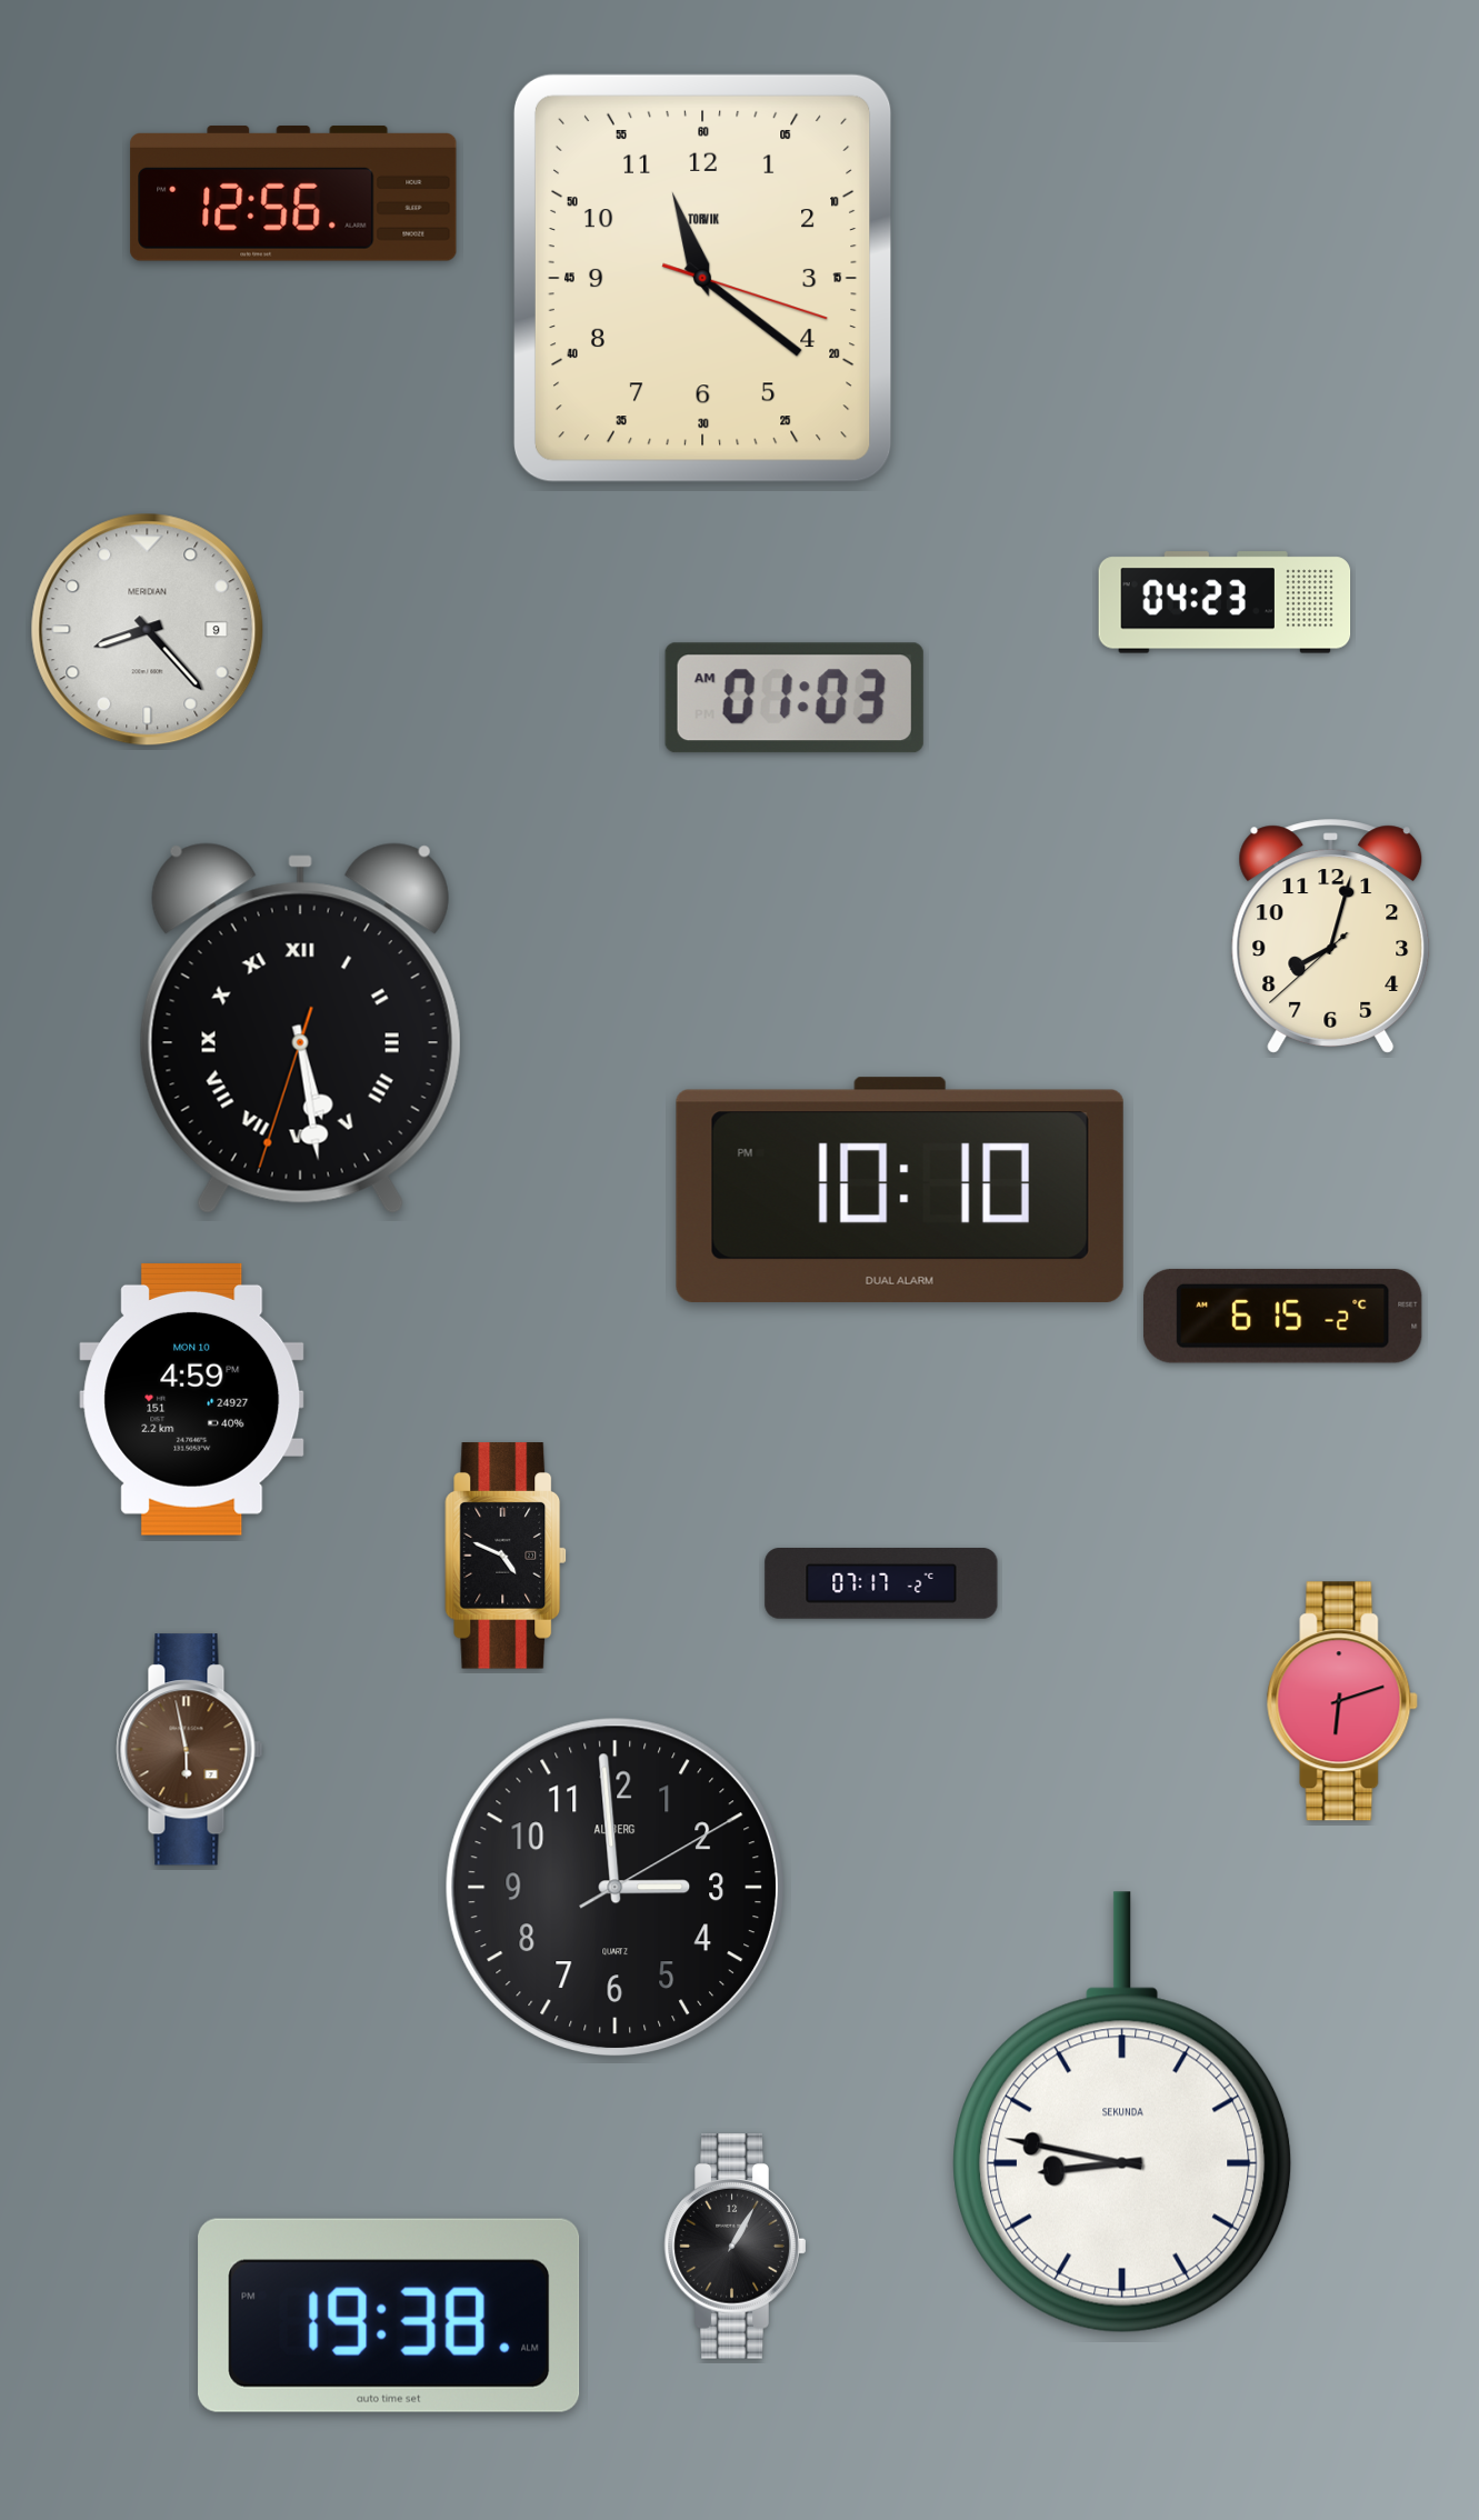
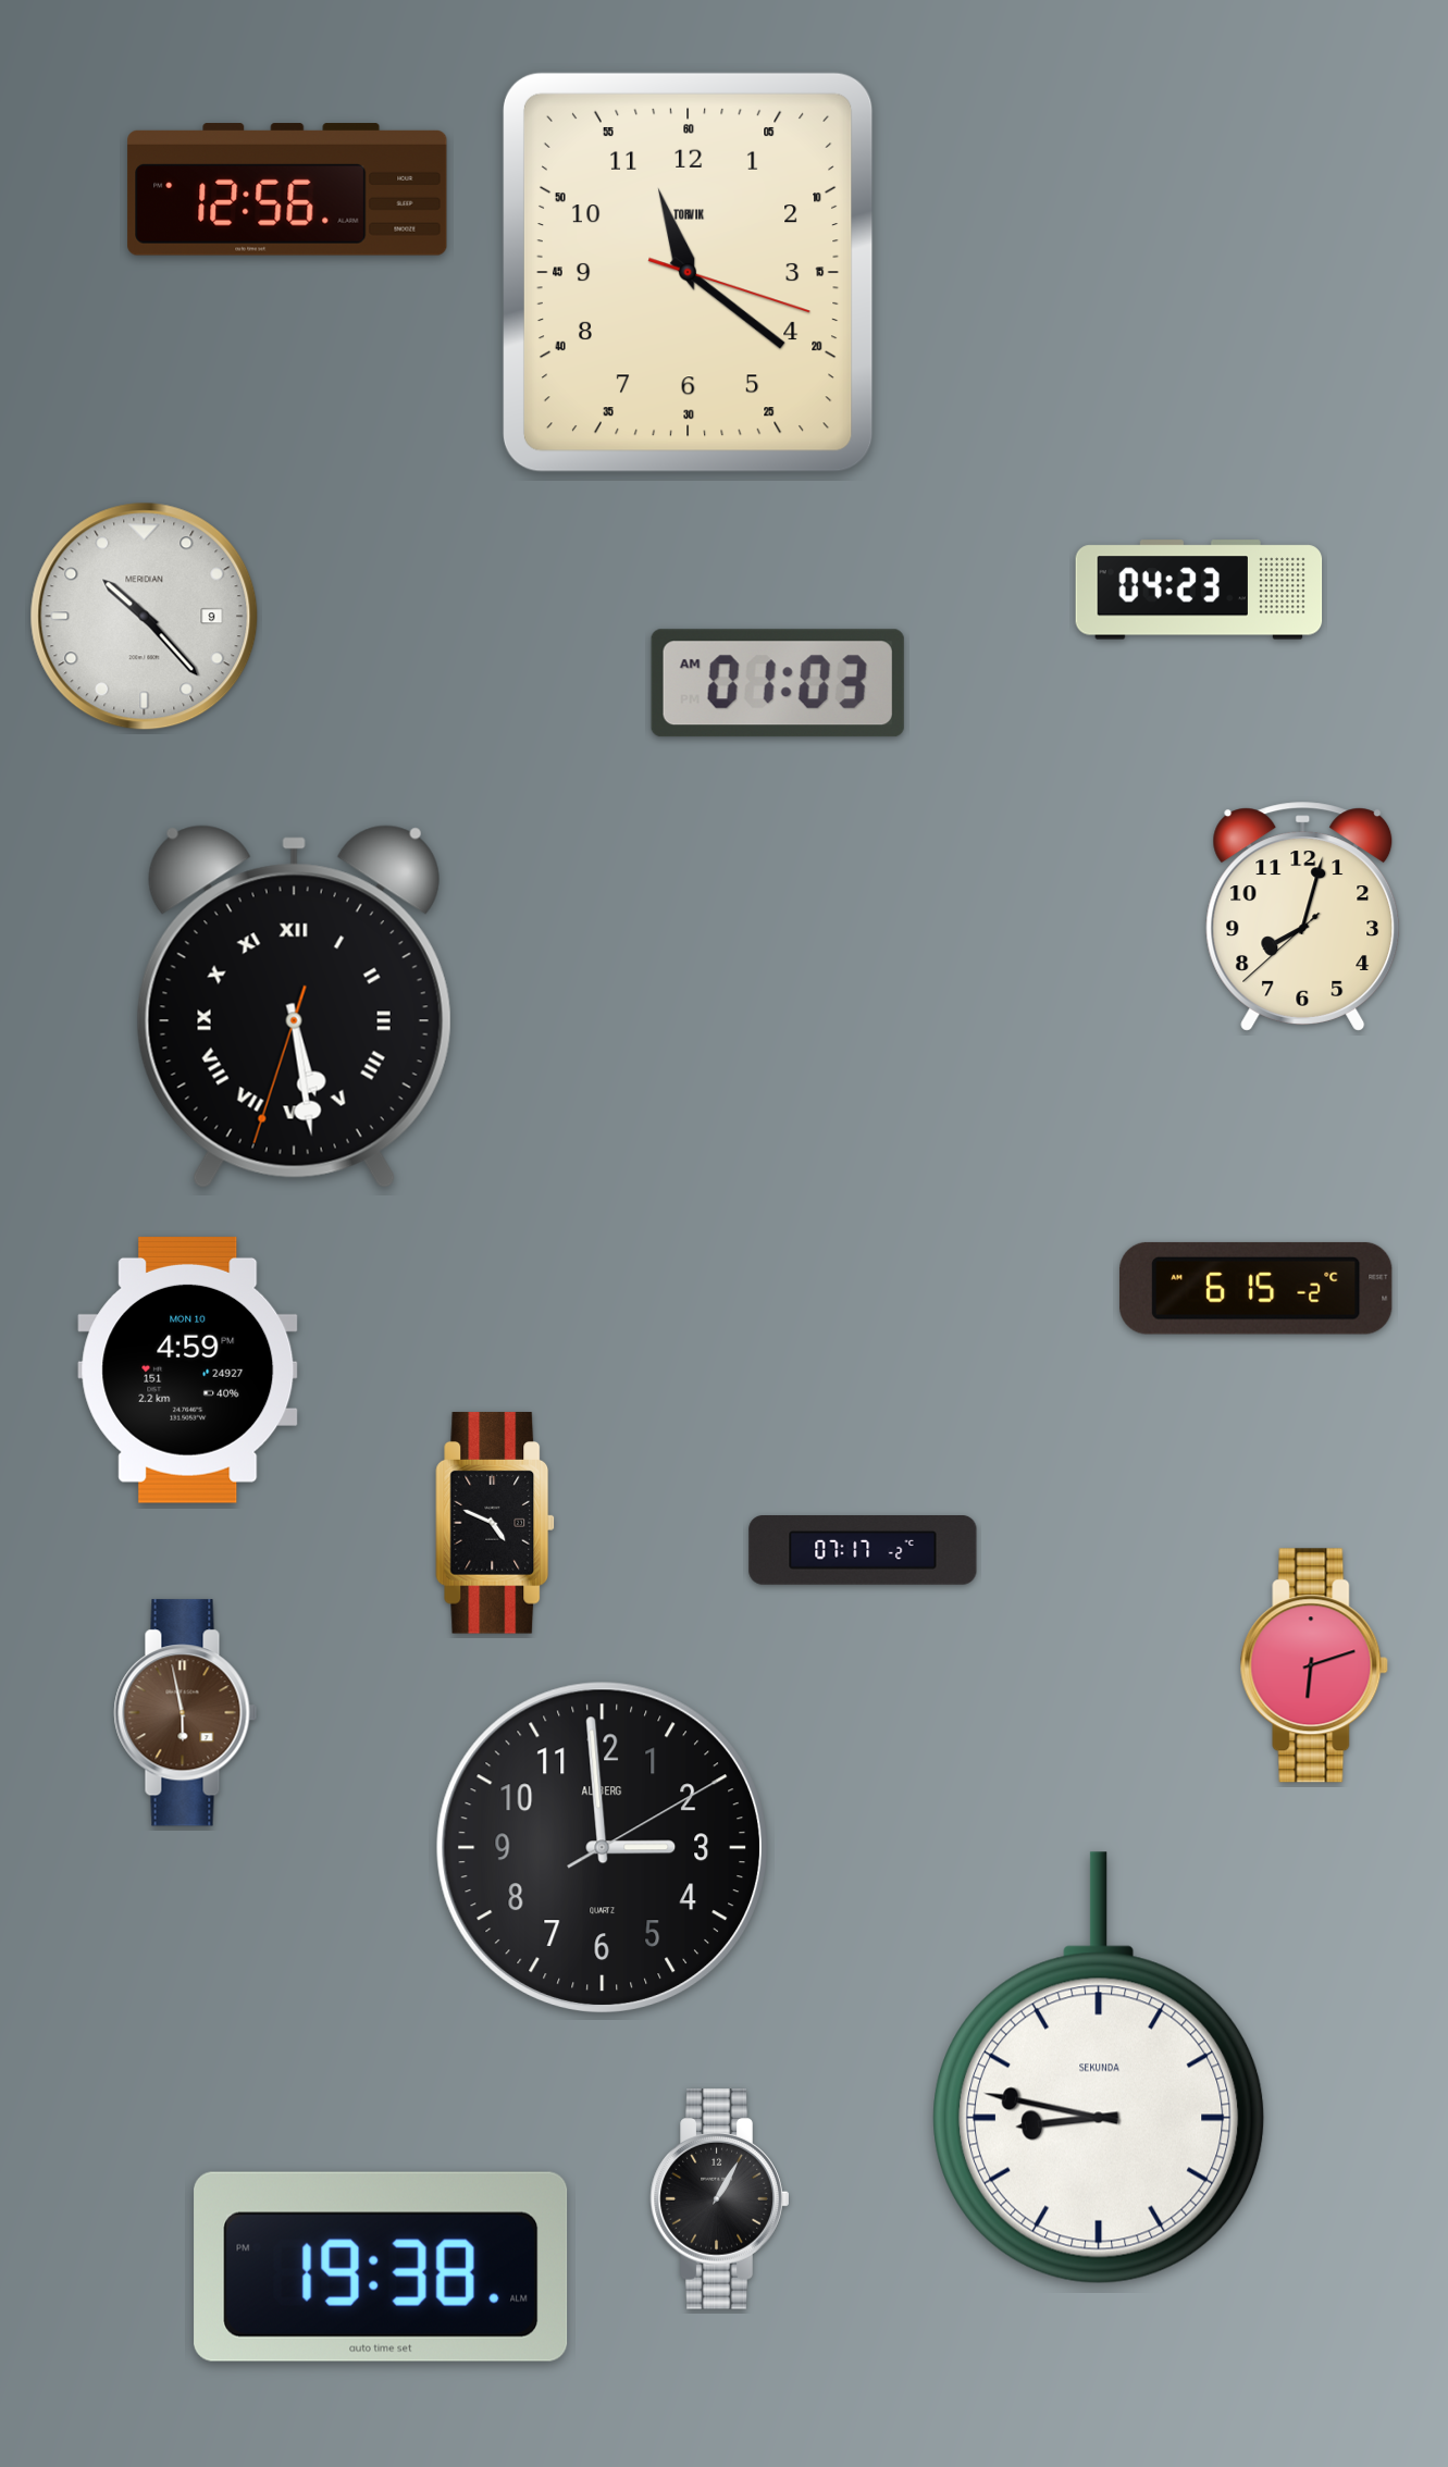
clock at (148, 630): 8:23 -> 10:23
clock at (900, 1190): 10:10 -> none
